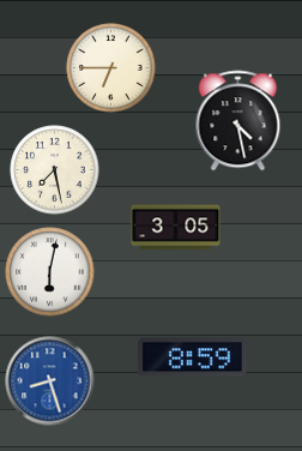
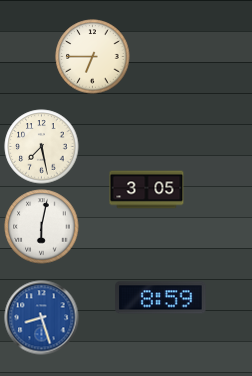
clock at (238, 121): 4:28 -> none
clock at (55, 170) position: (55, 170) -> (42, 147)
